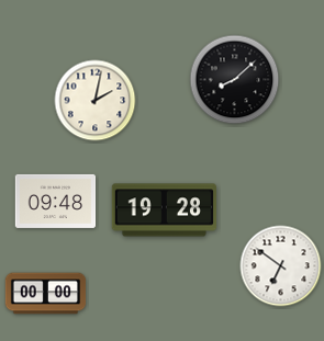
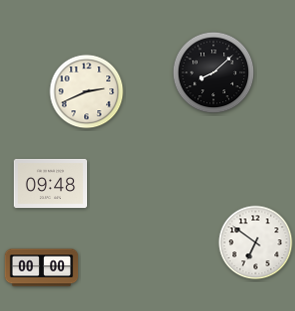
clock at (96, 101): 2:02 -> 2:41
clock at (164, 211): 19:28 -> none
